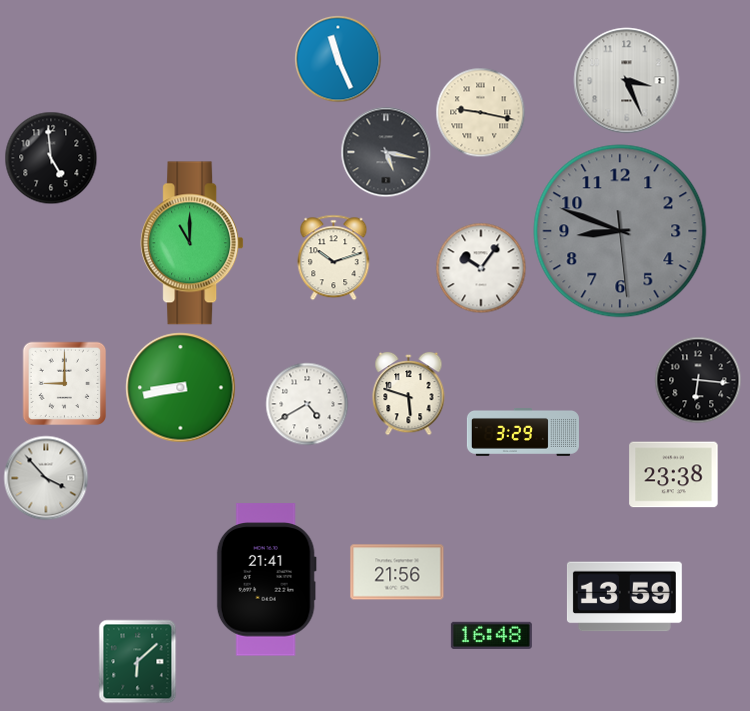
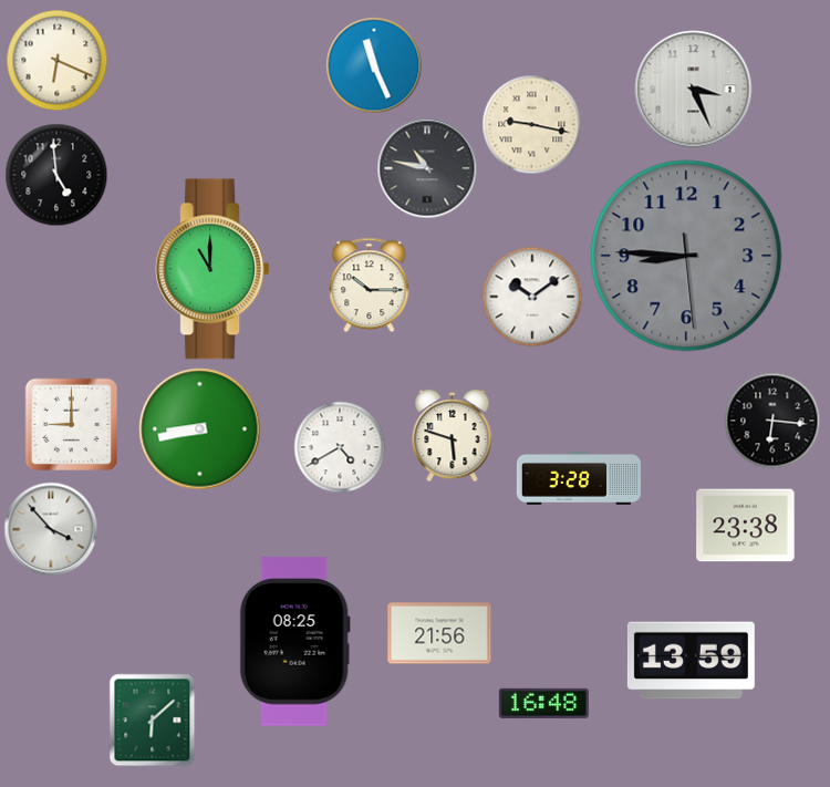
clock at (58, 61): none -> 6:19
clock at (386, 152): 5:17 -> 10:47
clock at (620, 231): 8:48 -> 8:45
clock at (334, 258): 10:12 -> 10:15
clock at (481, 268): 10:06 -> 10:09
clock at (523, 433): 3:29 -> 3:28
clock at (266, 580): 21:41 -> 08:25
clock at (138, 662) position: (138, 662) -> (153, 721)
